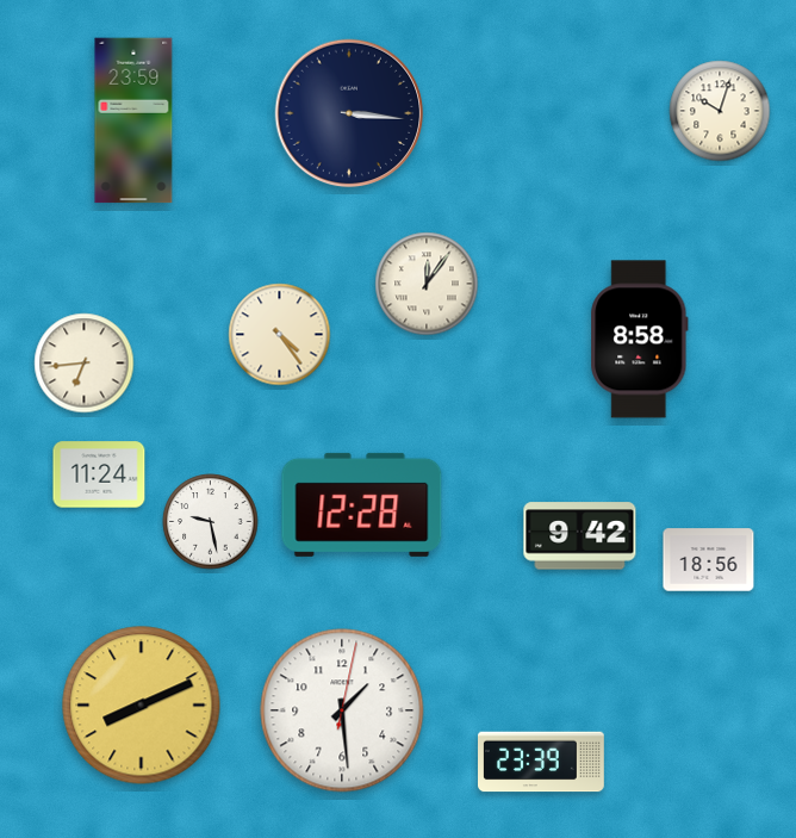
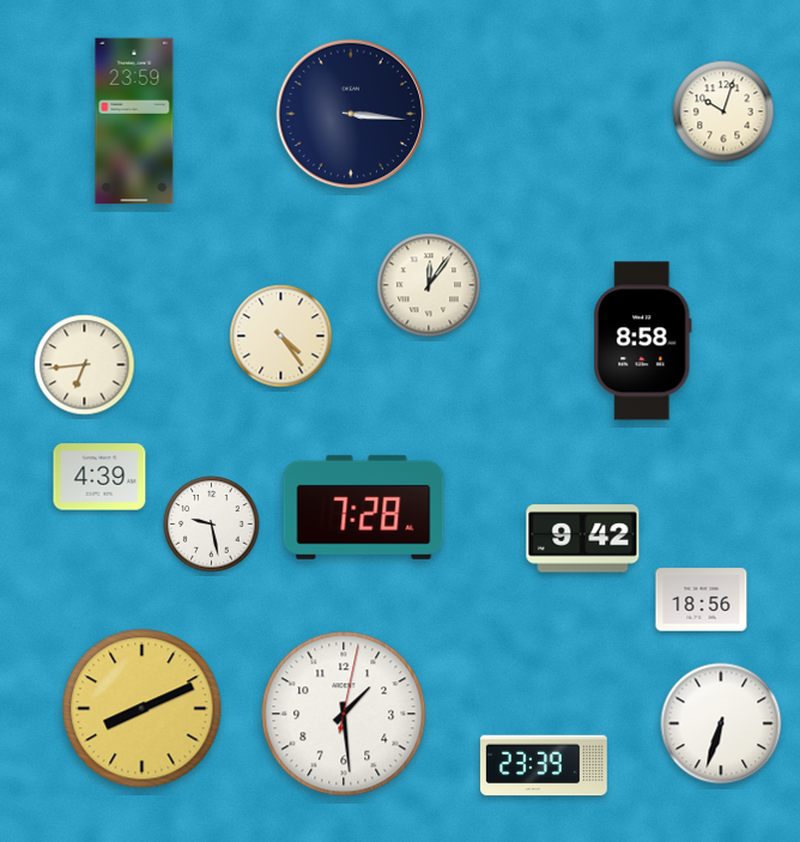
clock at (99, 474): 11:24 -> 4:39
clock at (362, 504): 12:28 -> 7:28
clock at (709, 560) position: (709, 560) -> (702, 600)
clock at (721, 723): none -> 6:33
